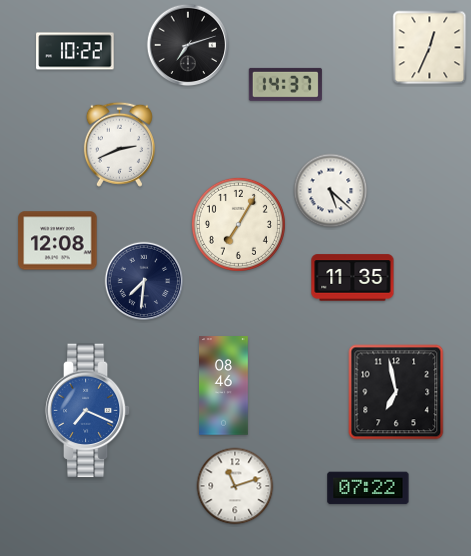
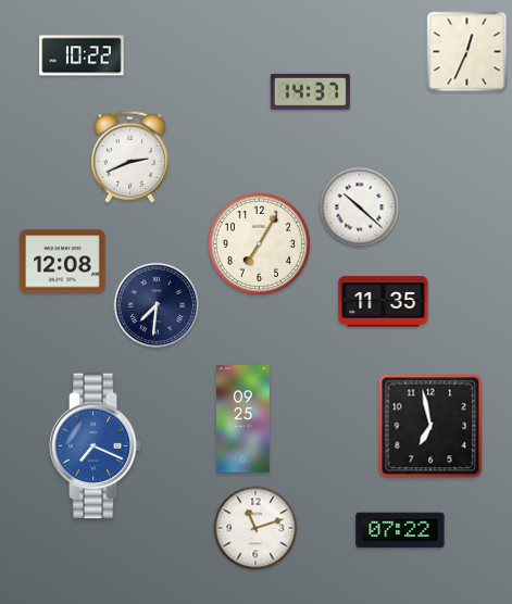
clock at (187, 44): 7:12 -> none
clock at (331, 191): 5:22 -> 10:22
clock at (224, 386): 08:46 -> 09:25
